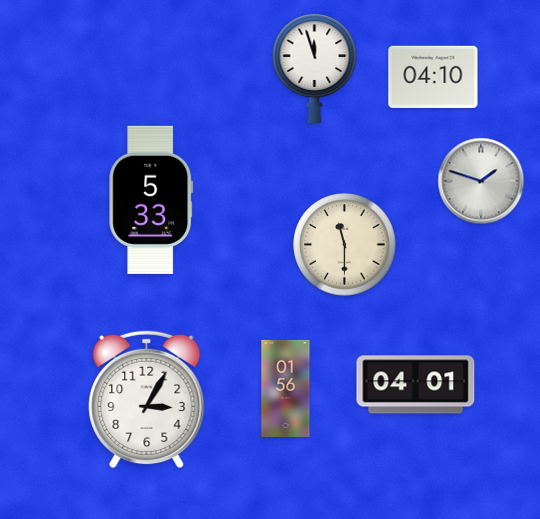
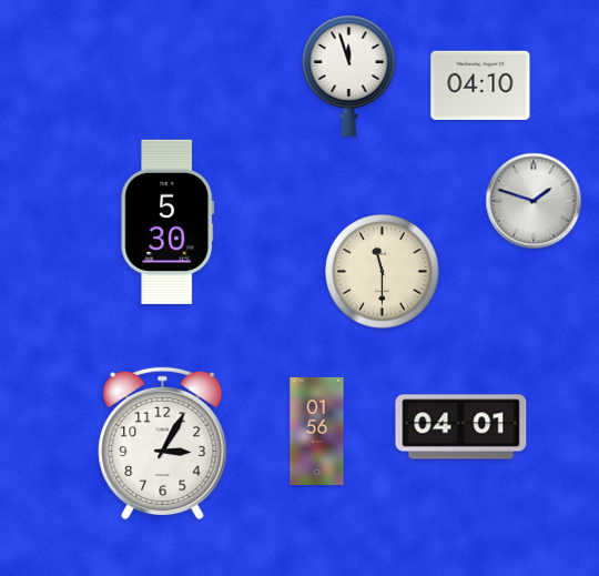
clock at (151, 200): 5:33 -> 5:30
